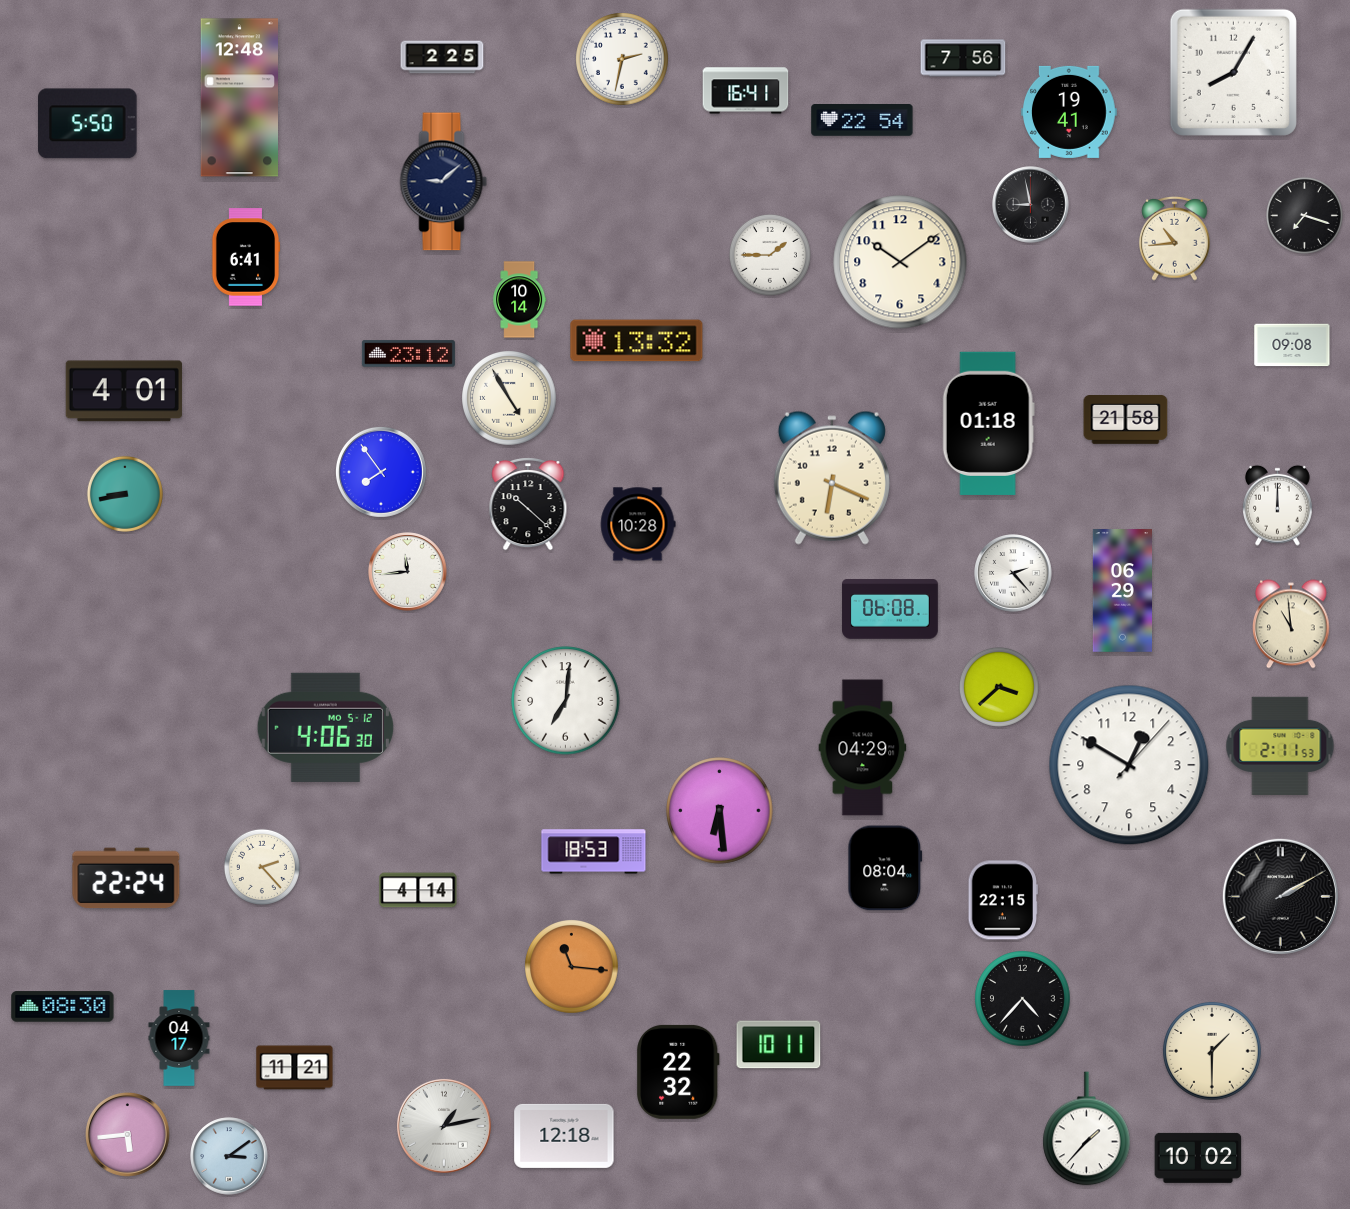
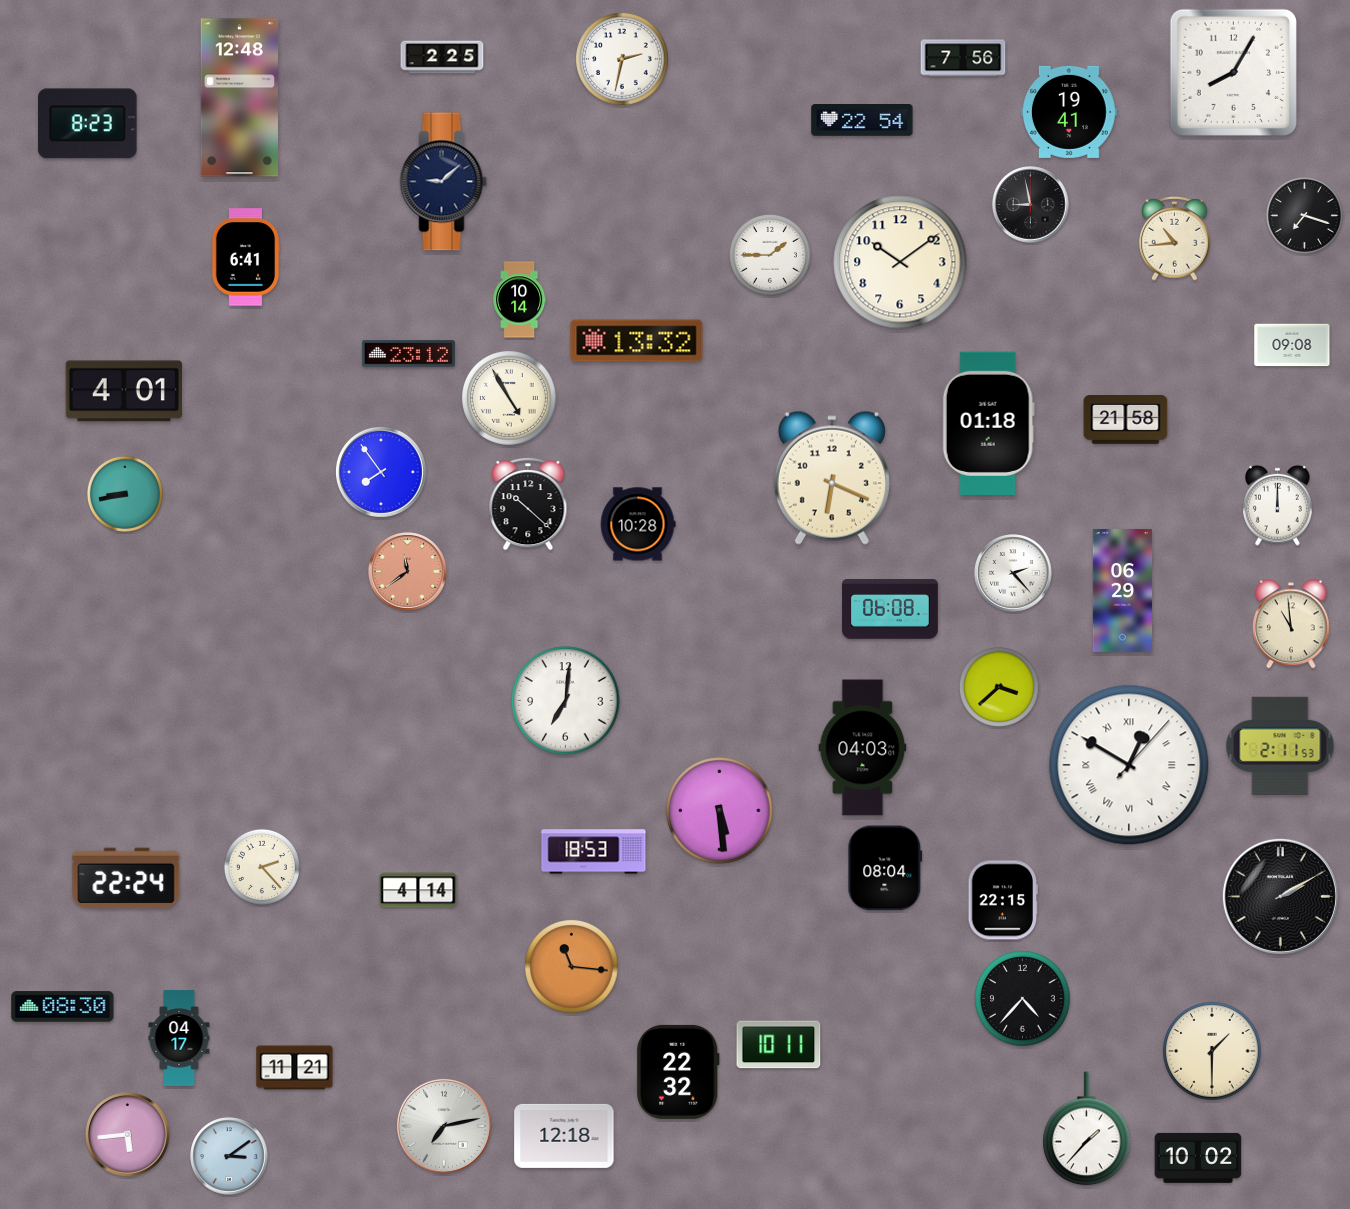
clock at (746, 91): 16:41 -> none
clock at (88, 124): 5:50 -> 8:23
clock at (408, 572): 11:44 -> 11:39
clock at (408, 572) dial: white -> salmon
clock at (325, 727): 4:06 -> none
clock at (863, 748): 04:29 -> 04:03
clock at (1129, 765) numerals: Arabic -> Roman
clock at (720, 811): 6:29 -> 5:29
clock at (444, 1126): 1:13 -> 7:13
